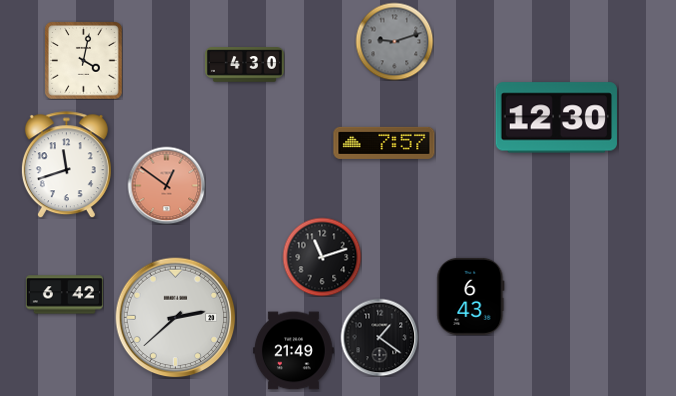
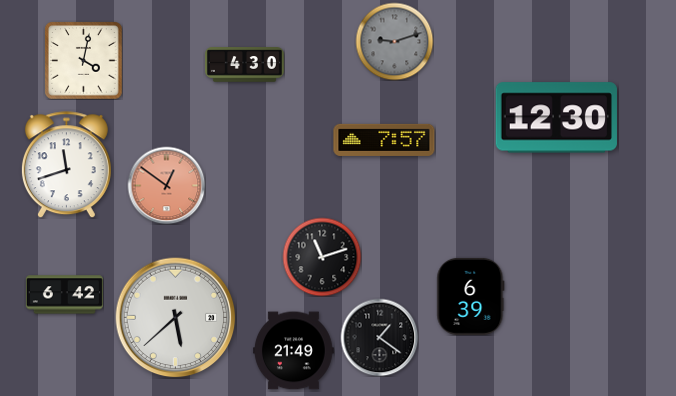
clock at (384, 143) position: (384, 143) -> (384, 140)
clock at (471, 296): 6:43 -> 6:39
clock at (176, 318): 2:38 -> 5:38
